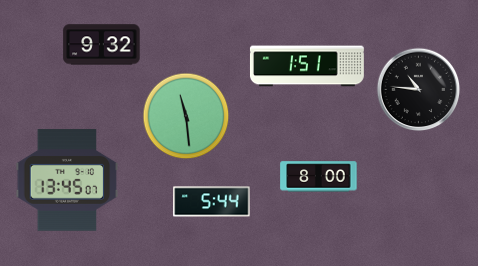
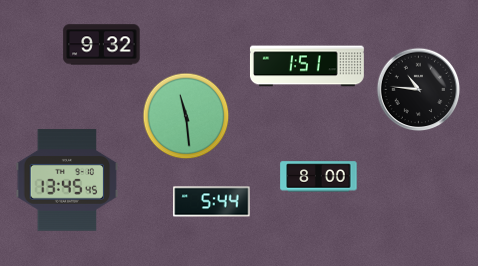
clock at (67, 180): 13:45:07 -> 13:45:45
